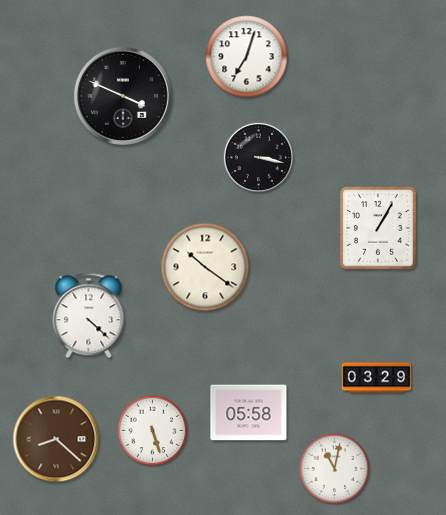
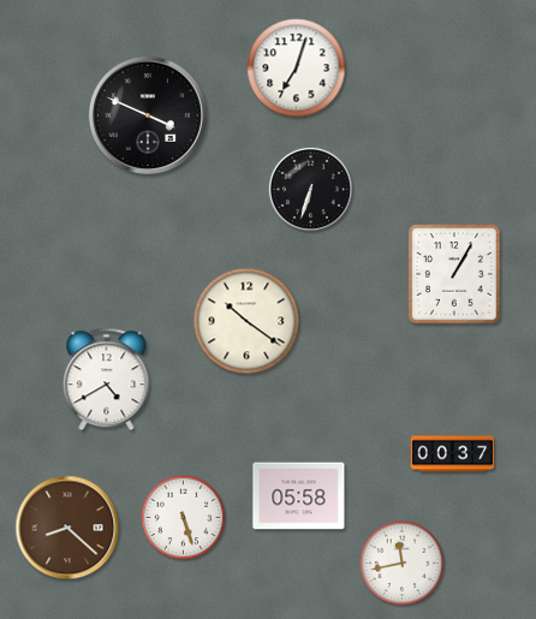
clock at (258, 157): 3:17 -> 6:33
clock at (89, 316): 4:22 -> 4:40
clock at (377, 378): 03:29 -> 00:37
clock at (335, 469): 11:02 -> 11:43
